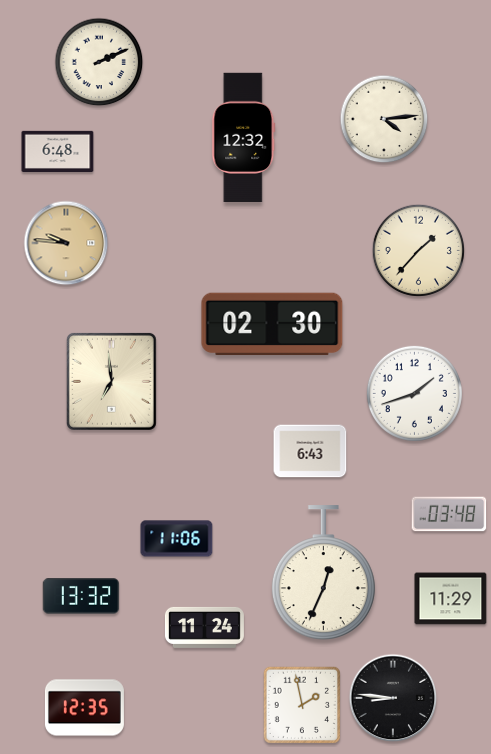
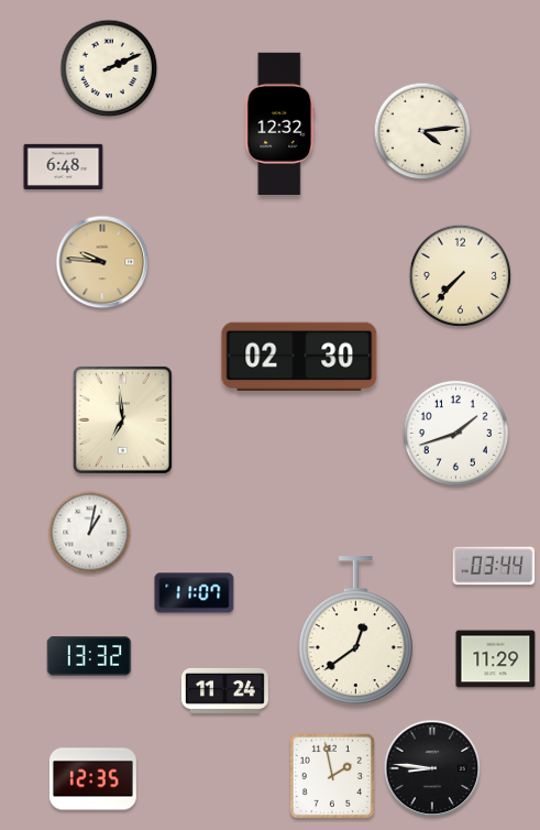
clock at (244, 137) position: (244, 137) -> (280, 123)
clock at (66, 243) position: (66, 243) -> (102, 262)
clock at (419, 251): 1:37 -> 7:37
clock at (310, 451): 6:43 -> none
clock at (90, 533): none -> 1:02
clock at (449, 514): 03:48 -> 03:44
clock at (177, 539): 11:06 -> 11:07
clock at (323, 573): 12:34 -> 12:39
